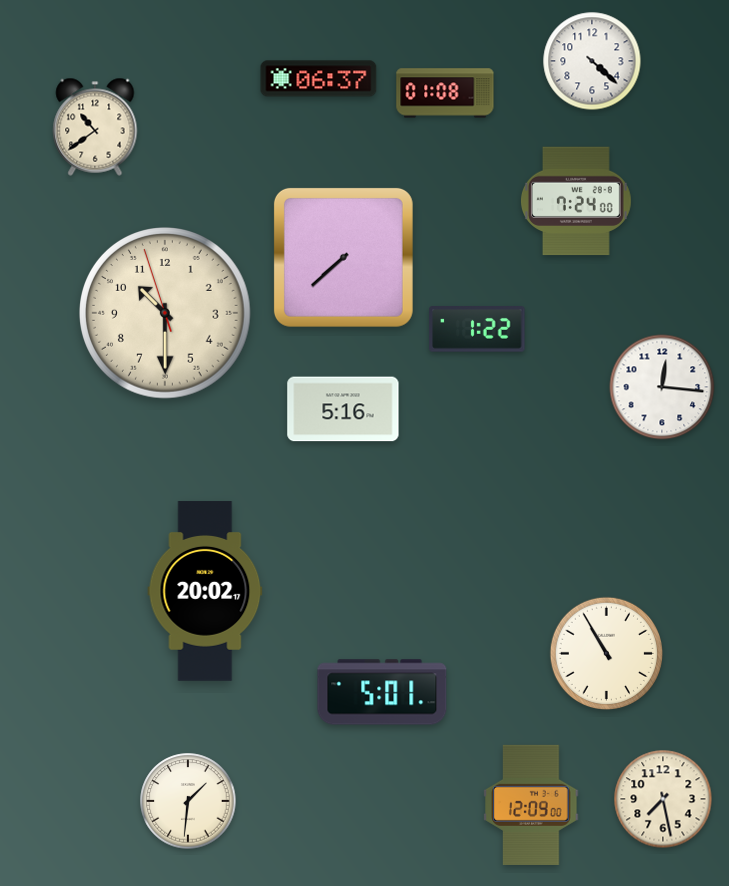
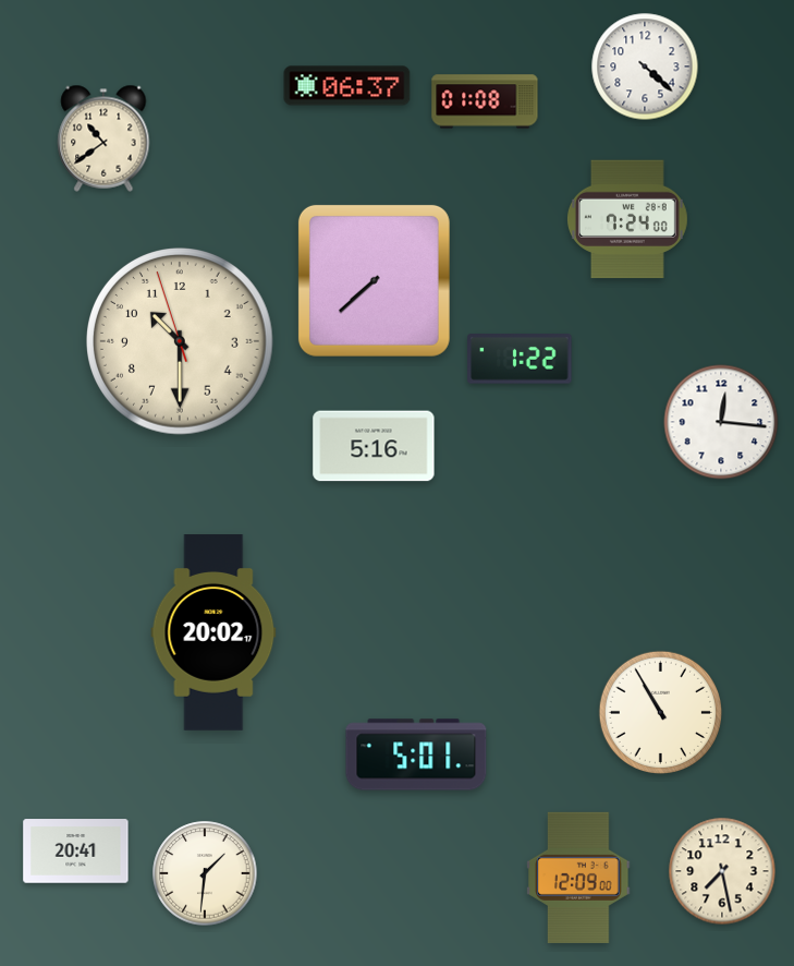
clock at (205, 591) position: (205, 591) -> (213, 632)
clock at (76, 852): none -> 20:41
